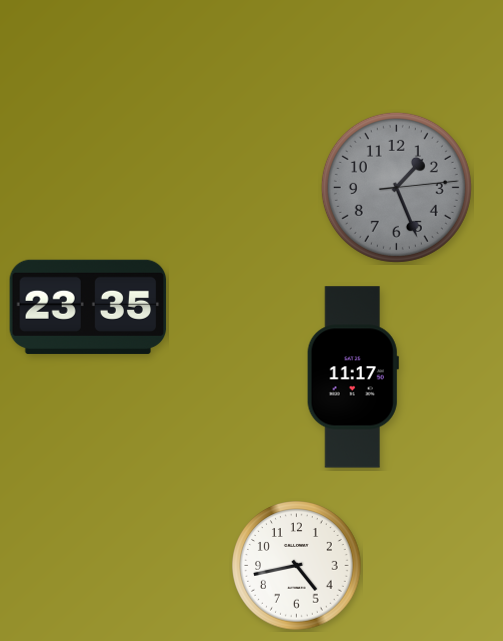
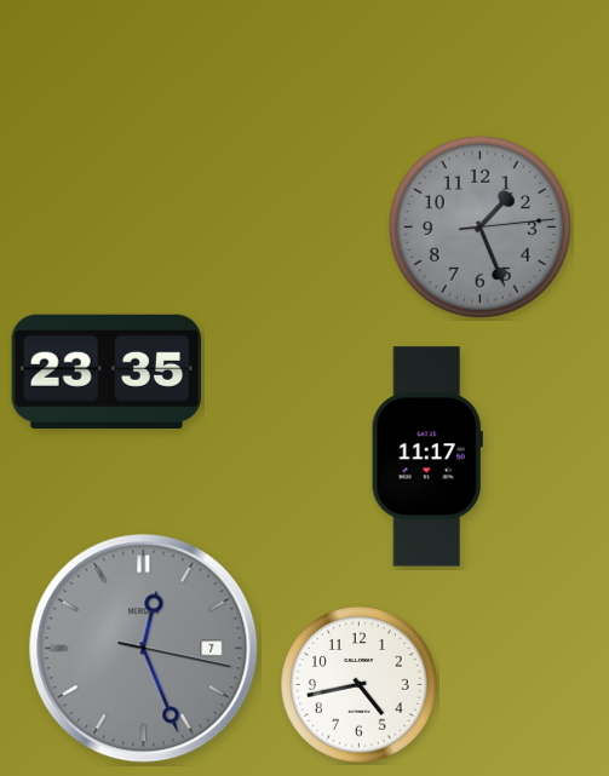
clock at (144, 649): none -> 12:26
